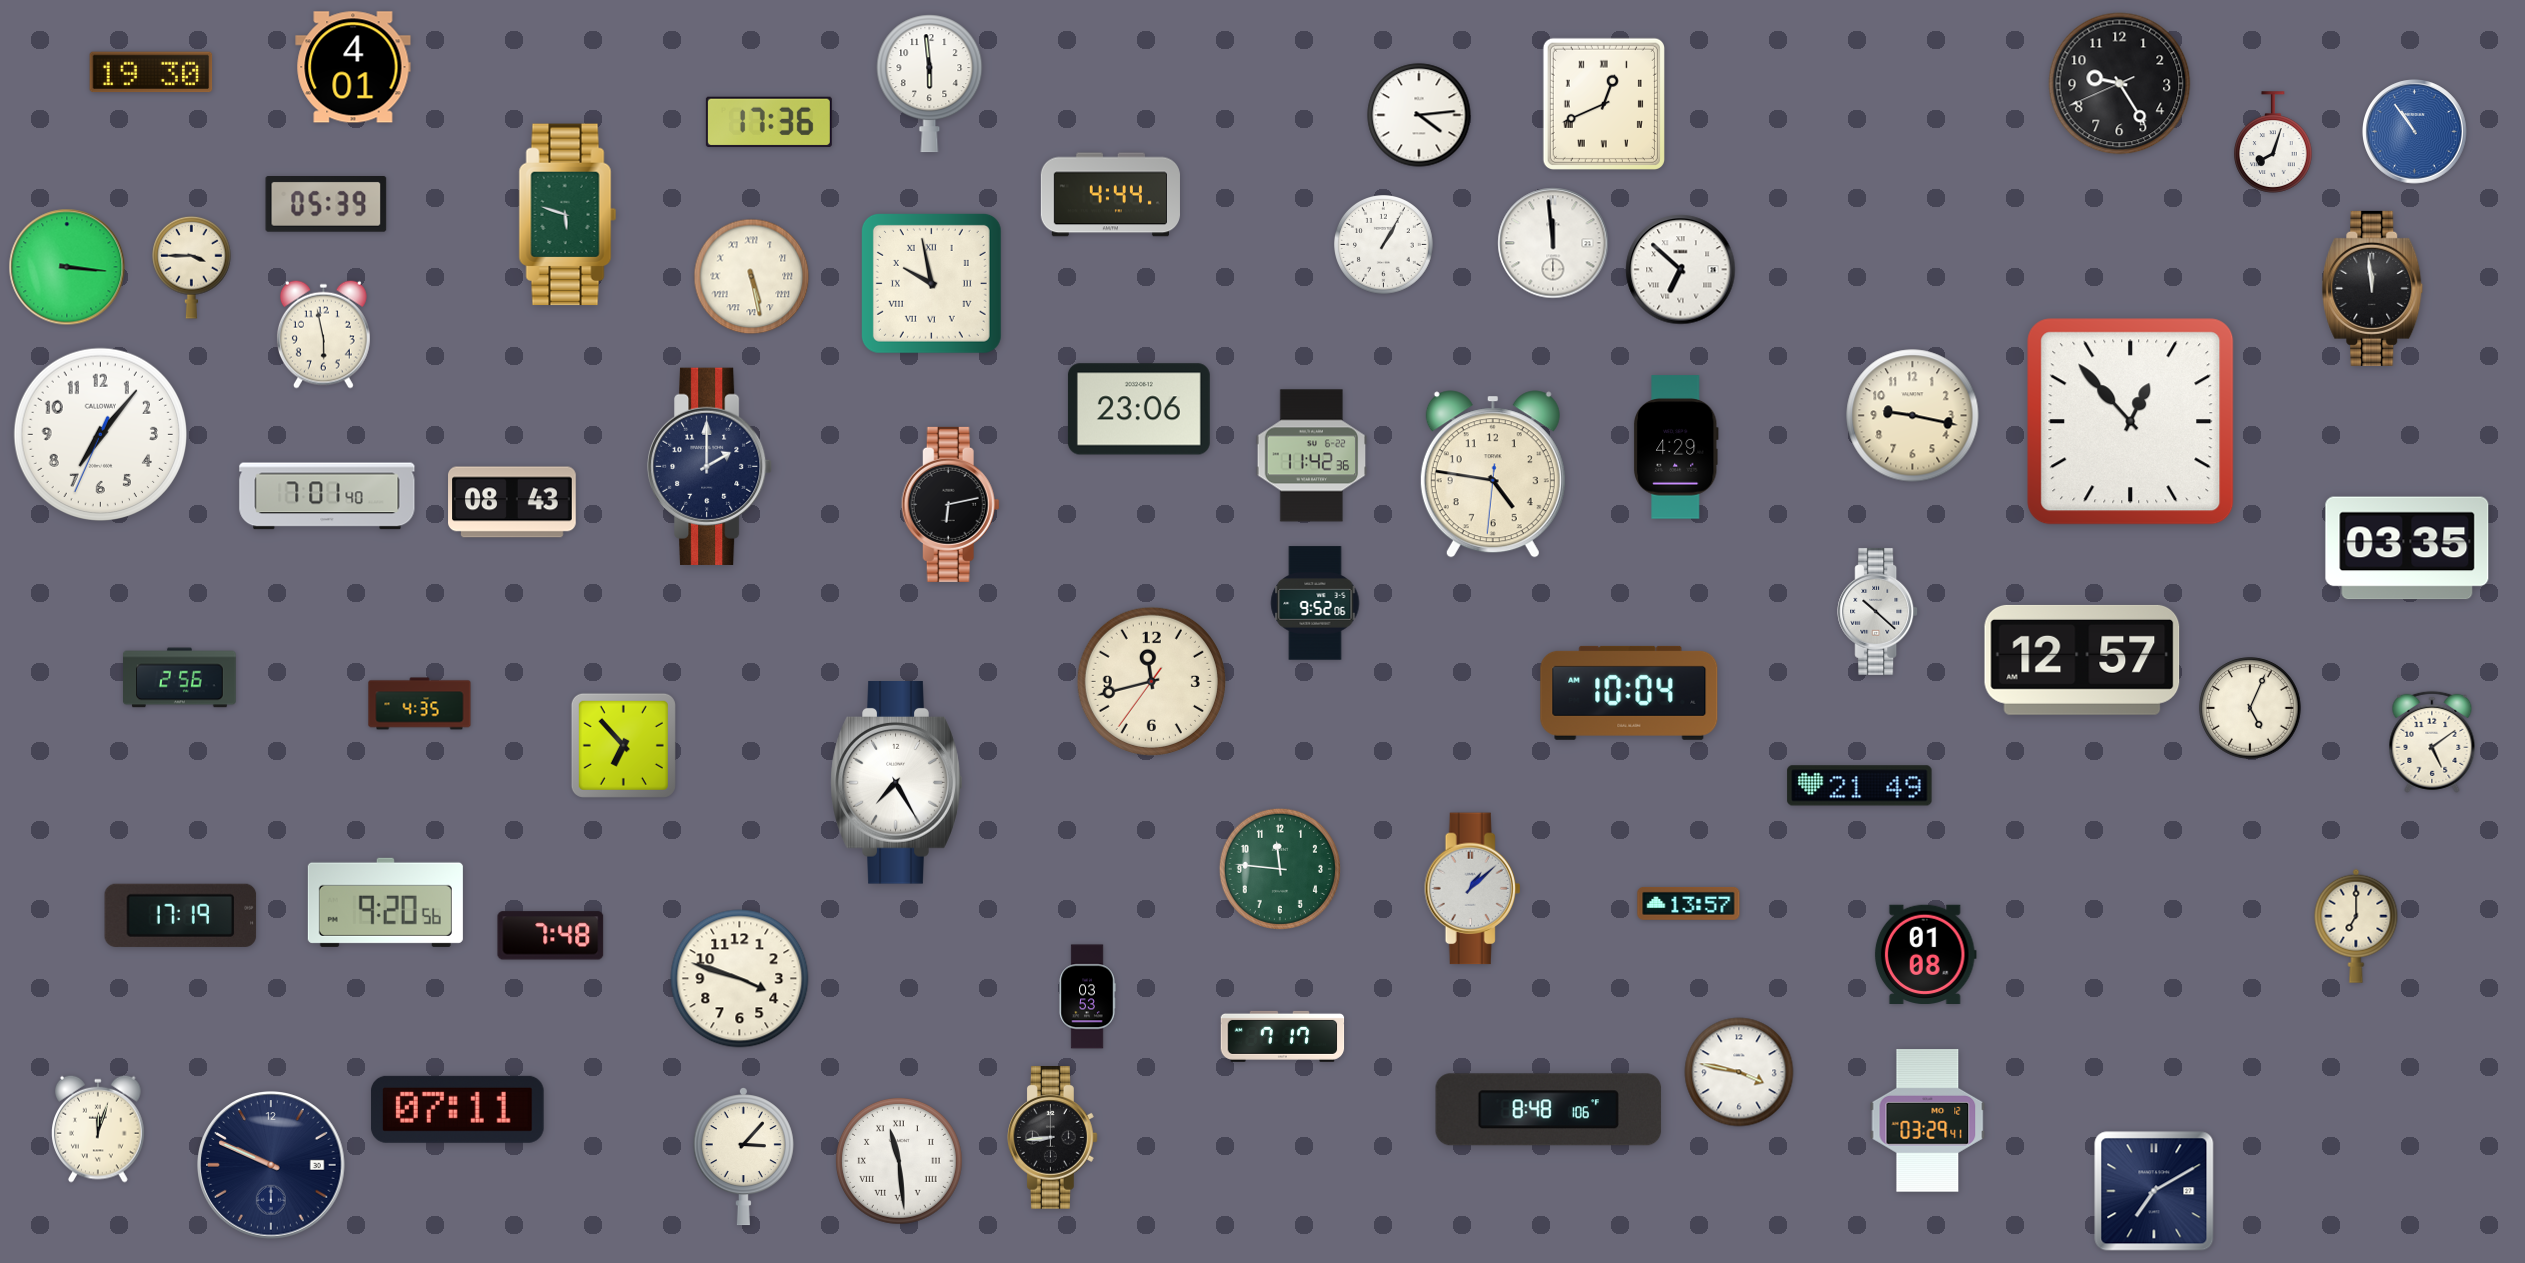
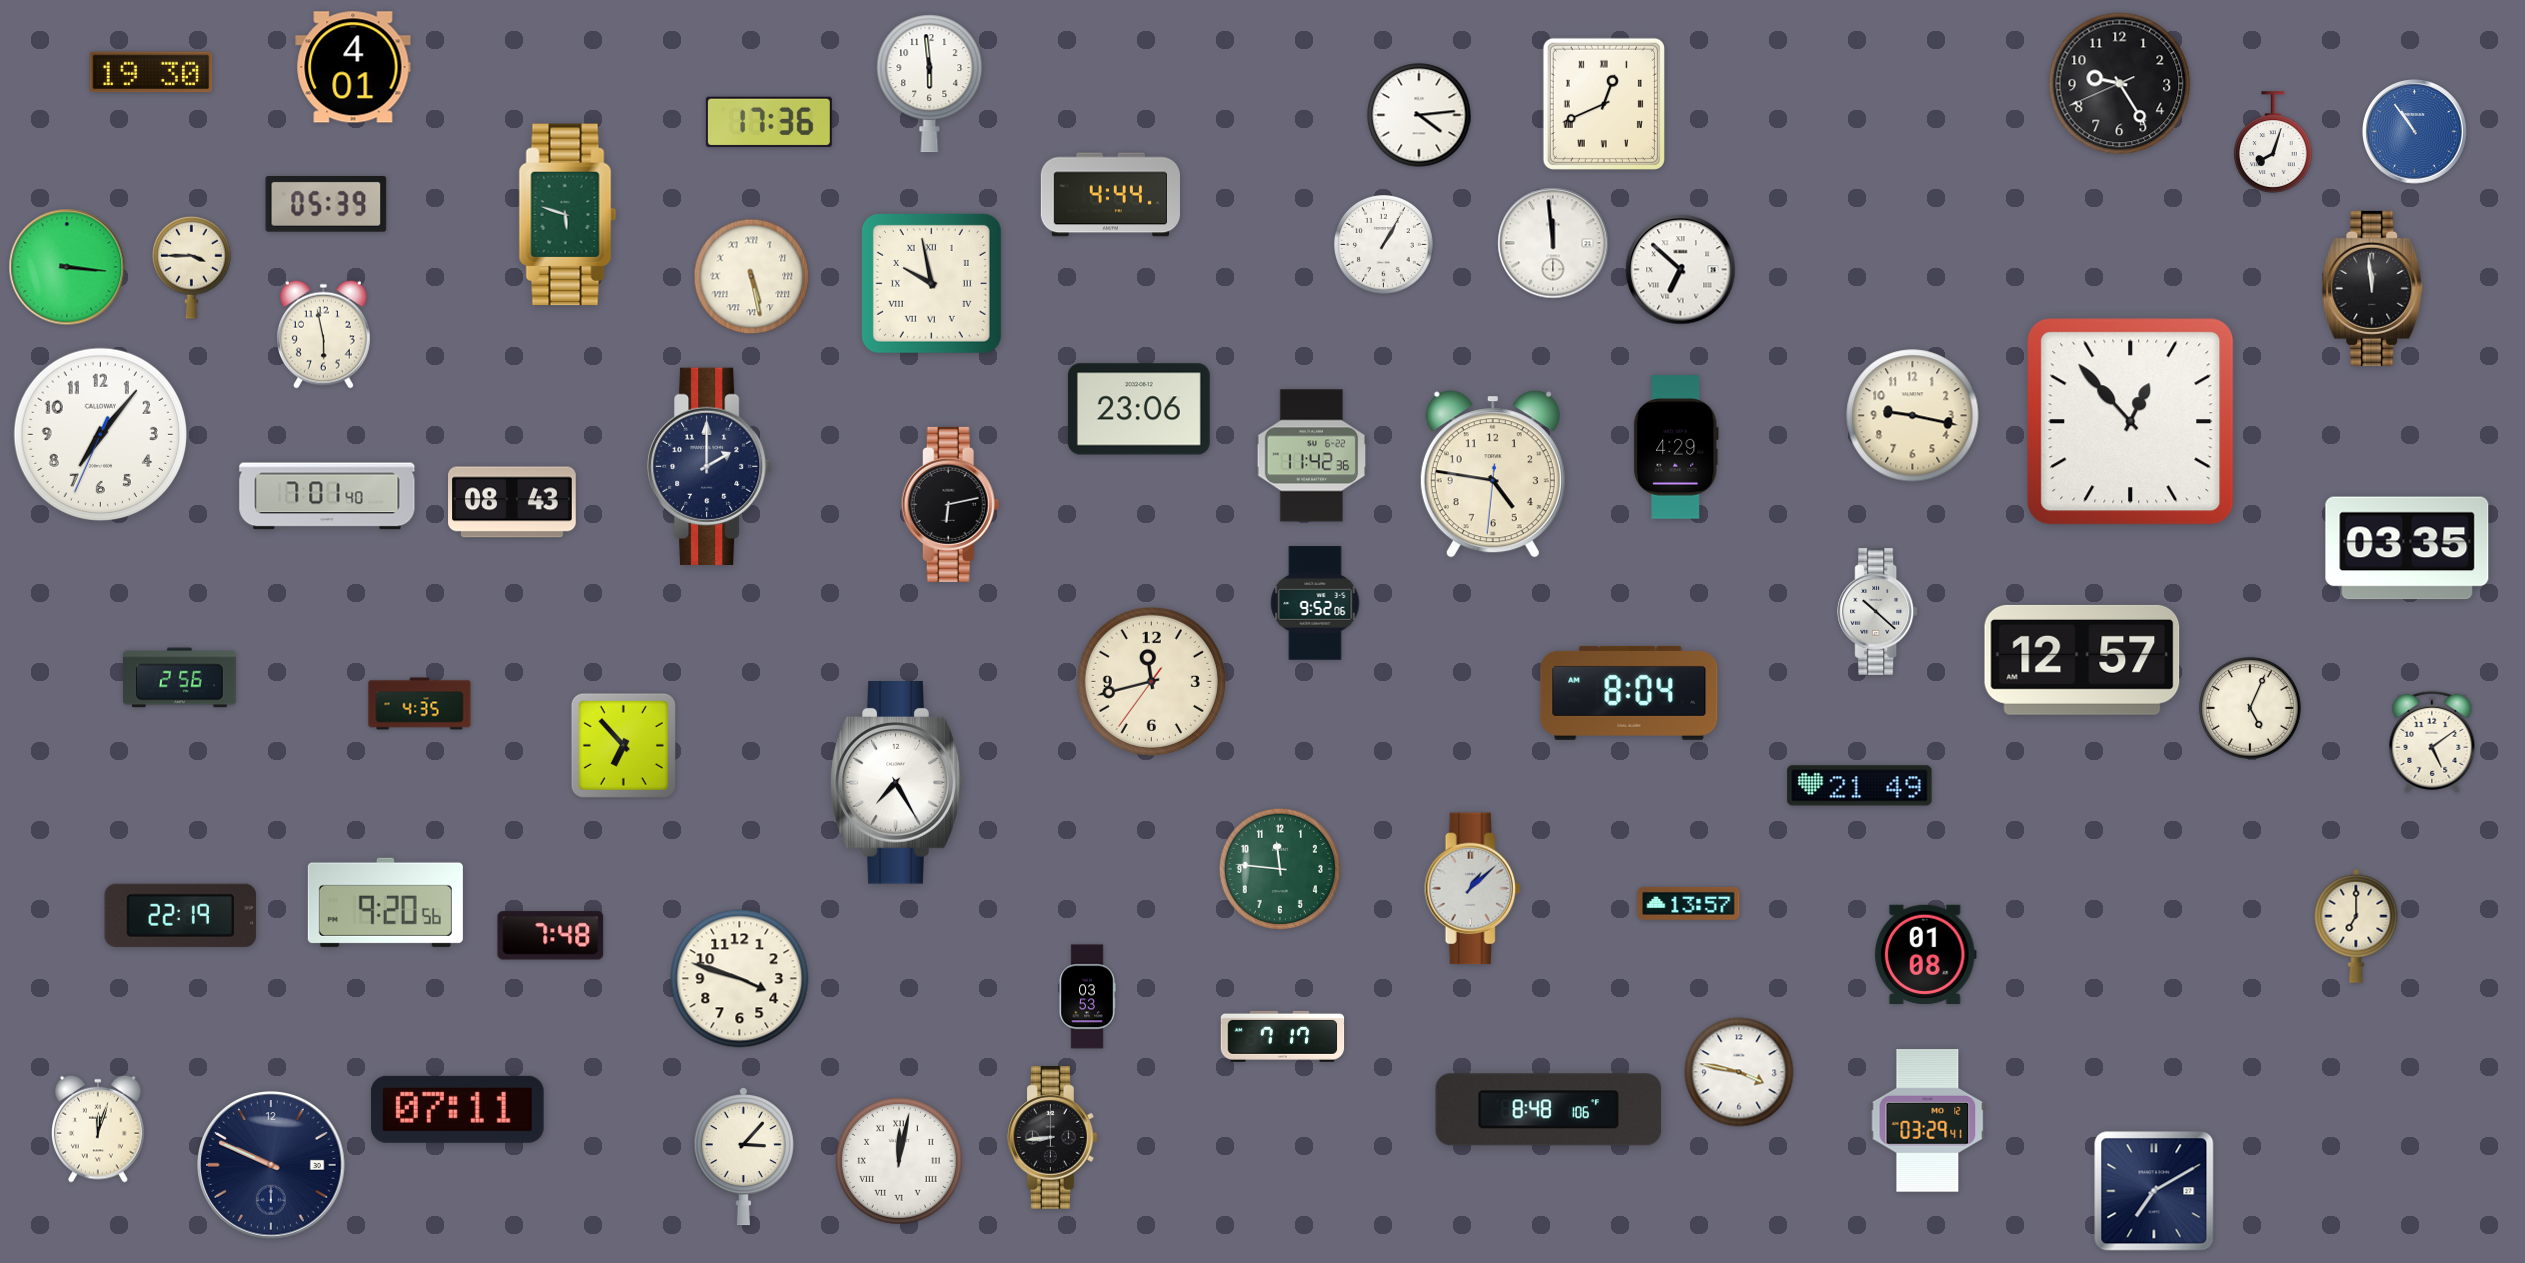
clock at (1629, 693): 10:04 -> 8:04
clock at (181, 915): 17:19 -> 22:19
clock at (899, 1161): 11:29 -> 12:02
